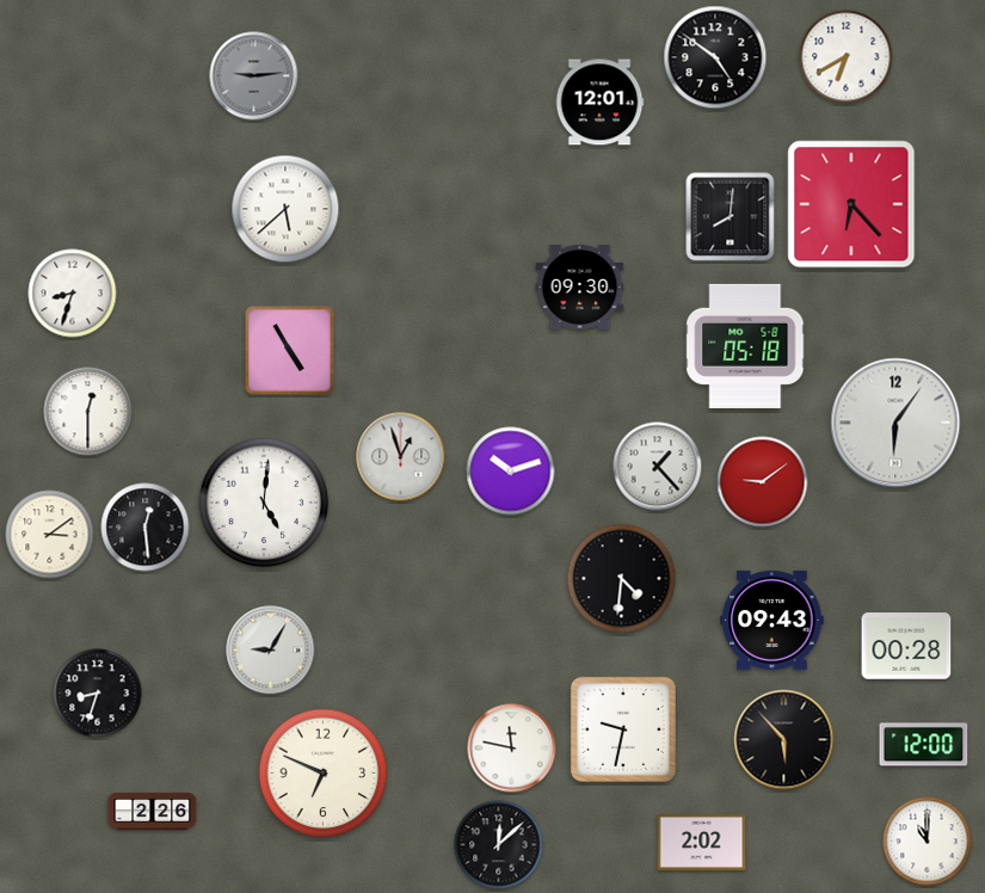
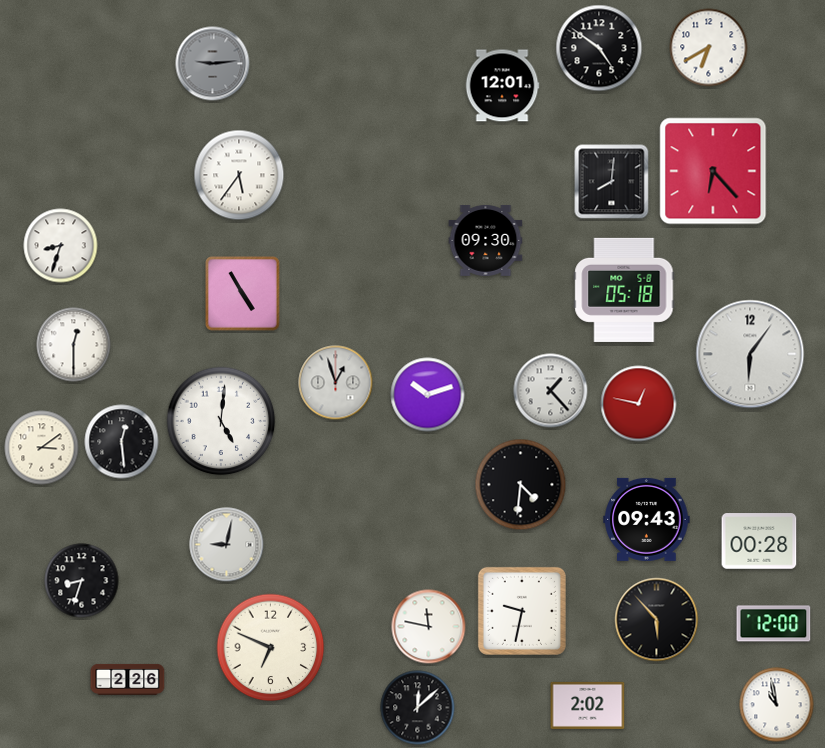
clock at (285, 209): 5:38 -> 5:36
clock at (763, 482): 9:09 -> 12:47
clock at (271, 651): 9:05 -> 9:02
clock at (928, 842): 11:00 -> 10:58
